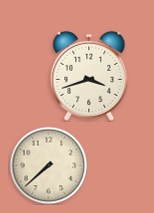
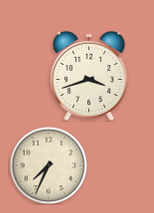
clock at (48, 165): 7:38 -> 7:34
